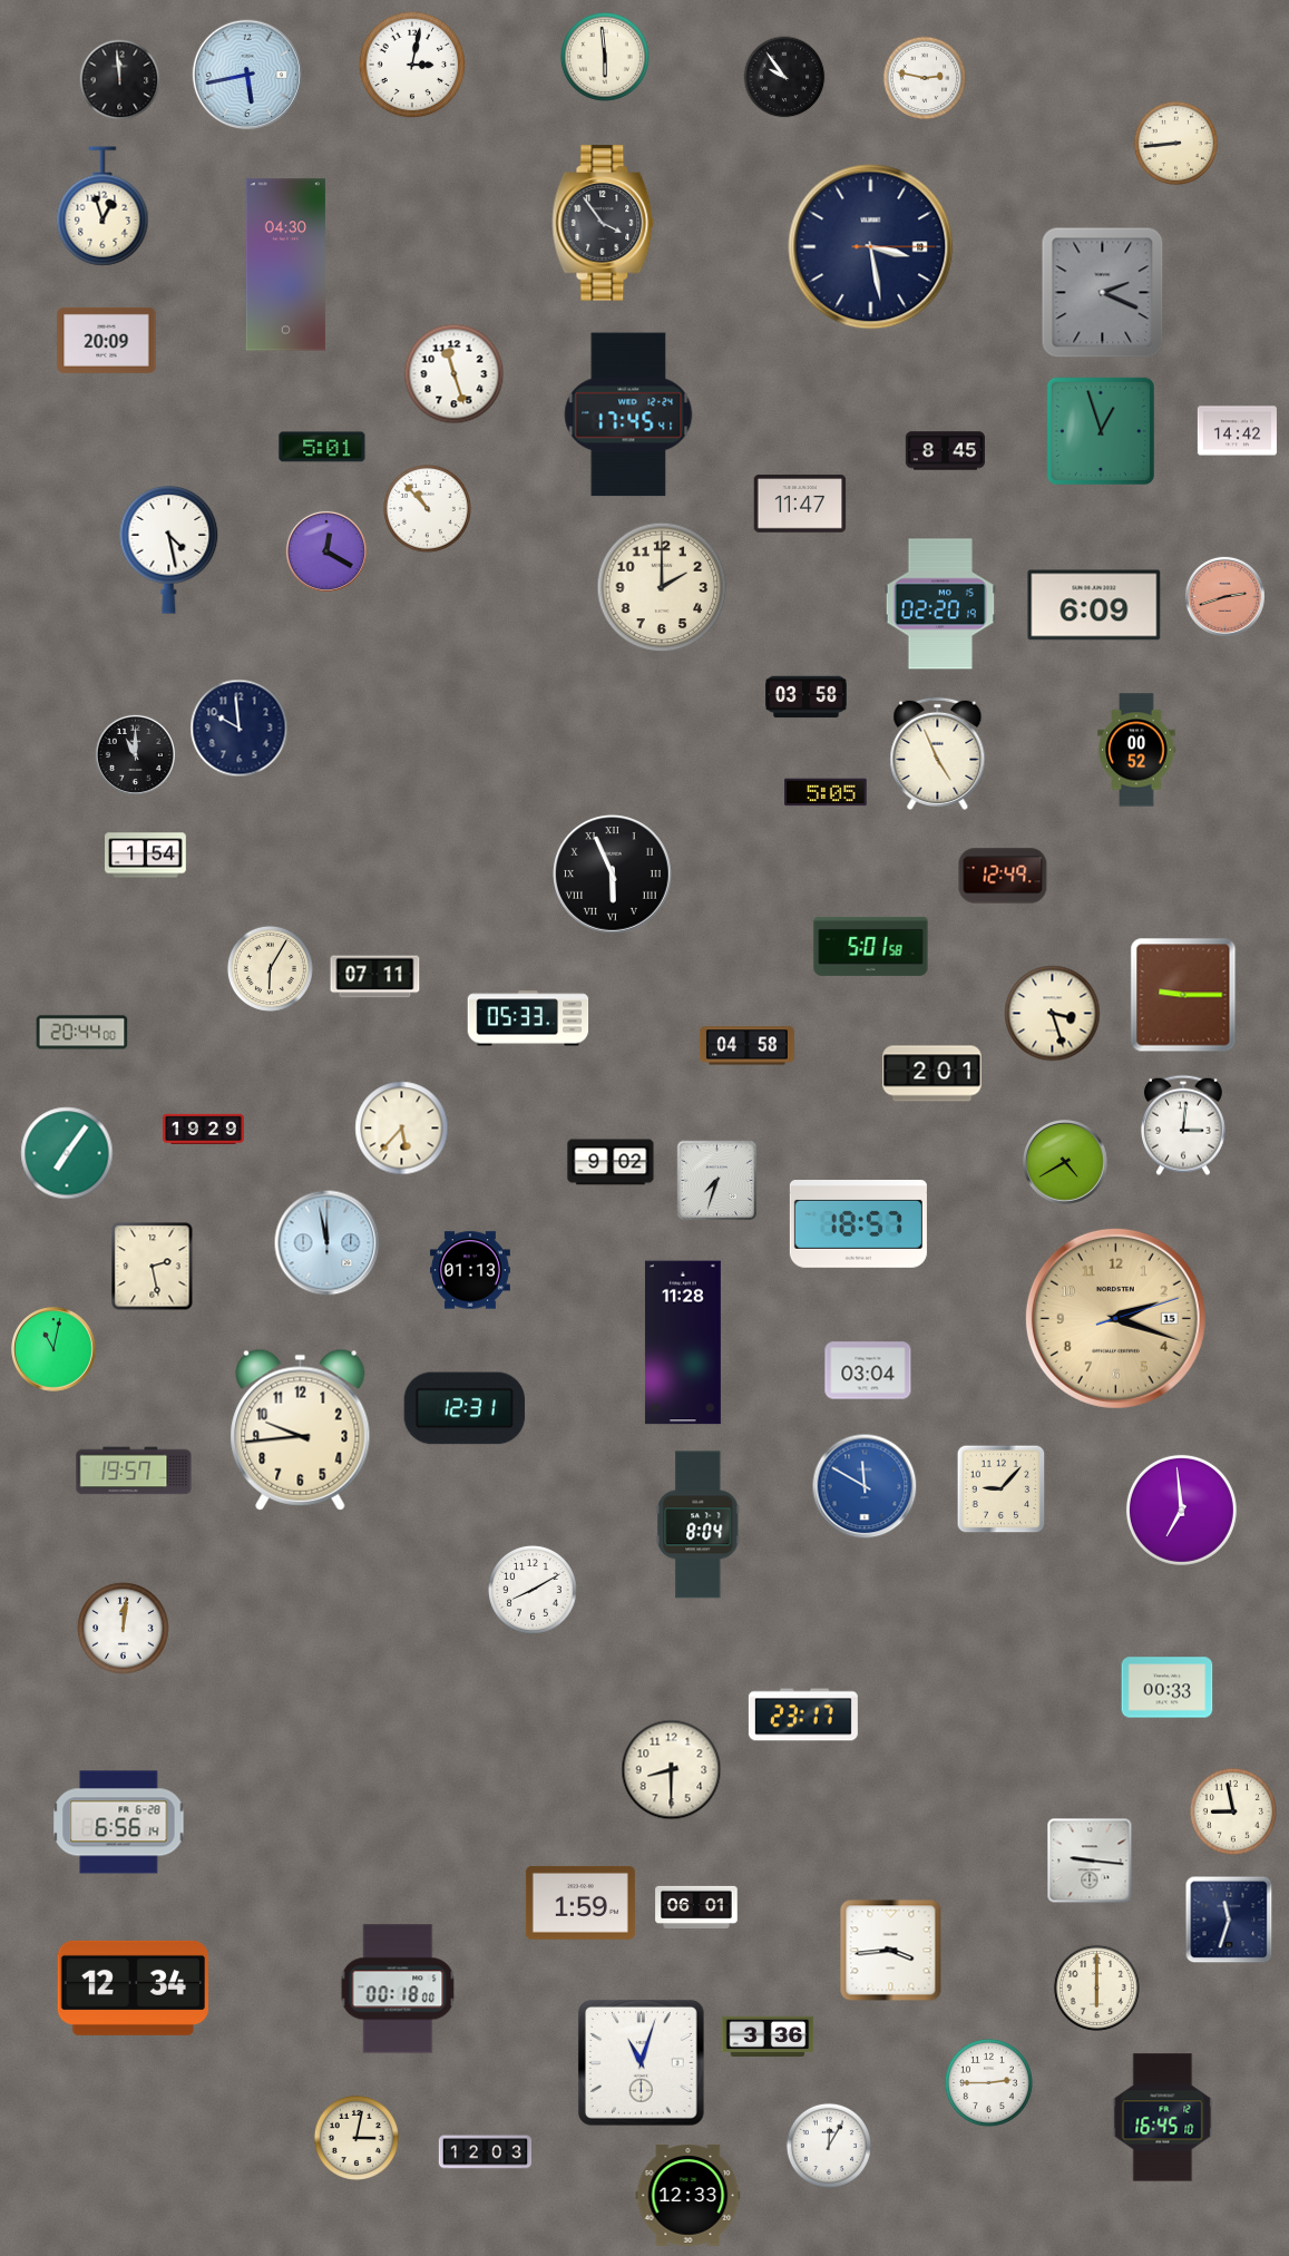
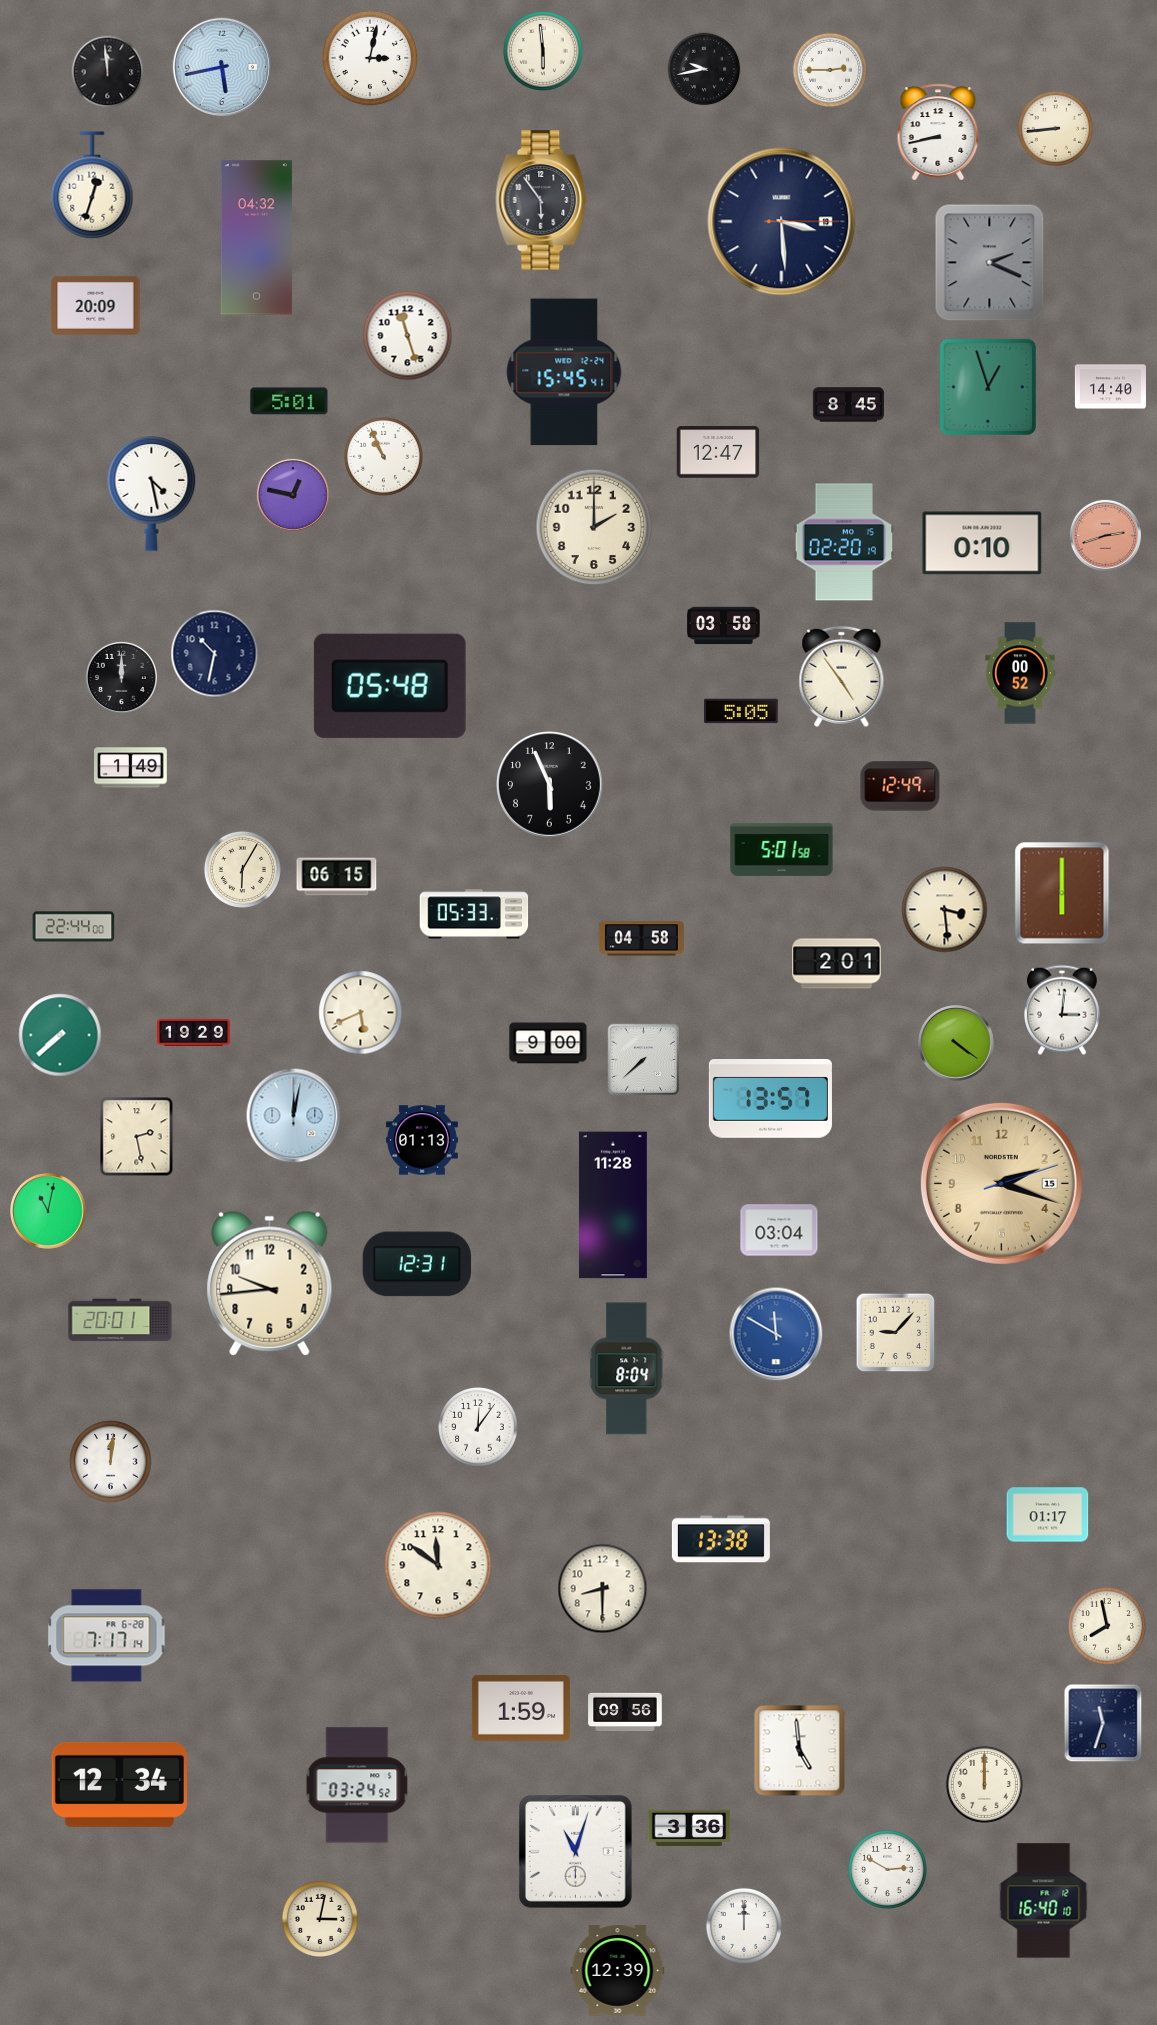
clock at (784, 77): 9:54 -> 9:43
clock at (925, 78): 2:47 -> 2:45
clock at (938, 132): none -> 8:43
clock at (102, 206): 12:57 -> 12:33
clock at (603, 223): 3:54 -> 5:54
clock at (871, 247): 3:28 -> 3:29
clock at (285, 265): 04:30 -> 04:32
clock at (628, 414): 17:45 -> 15:45
clock at (1237, 431): 14:42 -> 14:40
clock at (800, 504): 11:47 -> 12:47
clock at (427, 508): 10:53 -> 10:56
clock at (326, 551): 12:20 -> 12:47
clock at (1224, 596) position: (1224, 596) -> (1105, 535)
clock at (1094, 605): 6:09 -> 0:10
clock at (240, 729): 9:59 -> 10:32
clock at (938, 753): 4:56 -> 4:54
clock at (135, 754): 11:00 -> 12:00
clock at (390, 686): none -> 05:48
clock at (146, 856): 1:54 -> 1:49
clock at (613, 875) numerals: Roman -> Arabic
clock at (375, 977): 07:11 -> 06:15
clock at (1183, 995): 9:15 -> 6:00
clock at (1053, 1014): 3:27 -> 3:29
clock at (82, 1033): 20:44 -> 22:44
clock at (746, 1046) position: (746, 1046) -> (641, 939)
clock at (204, 1129) position: (204, 1129) -> (194, 1032)
clock at (402, 1129): 5:37 -> 5:41
clock at (67, 1153): 7:06 -> 7:38
clock at (611, 1162): 9:02 -> 9:00
clock at (1066, 1163): 4:40 -> 4:21
clock at (717, 1181): 7:33 -> 7:38
clock at (858, 1224): 18:57 -> 13:57
clock at (328, 1243): 11:58 -> 12:02
clock at (134, 1471): 19:57 -> 20:01
clock at (1002, 1490) position: (1002, 1490) -> (896, 1333)
clock at (1181, 1510): 6:59 -> none
clock at (534, 1591): 8:10 -> 12:06
clock at (1168, 1688): 00:33 -> 01:17
clock at (803, 1715): 23:17 -> 13:38
clock at (438, 1565): none -> 11:51
clock at (1233, 1811): 8:58 -> 7:58
clock at (119, 1823): 6:56 -> 7:17
clock at (1090, 1861): 9:16 -> none
clock at (696, 1906): 06:01 -> 09:56
clock at (891, 1951): 3:44 -> 4:59
clock at (1096, 1988): 6:00 -> 12:00
clock at (398, 1989): 00:18 -> 03:24
clock at (988, 2082): 2:45 -> 2:50
clock at (1163, 2118): 16:45 -> 16:40
clock at (829, 2146): 12:05 -> 12:00
clock at (486, 2152): 12:03 -> none
clock at (689, 2196): 12:33 -> 12:39
